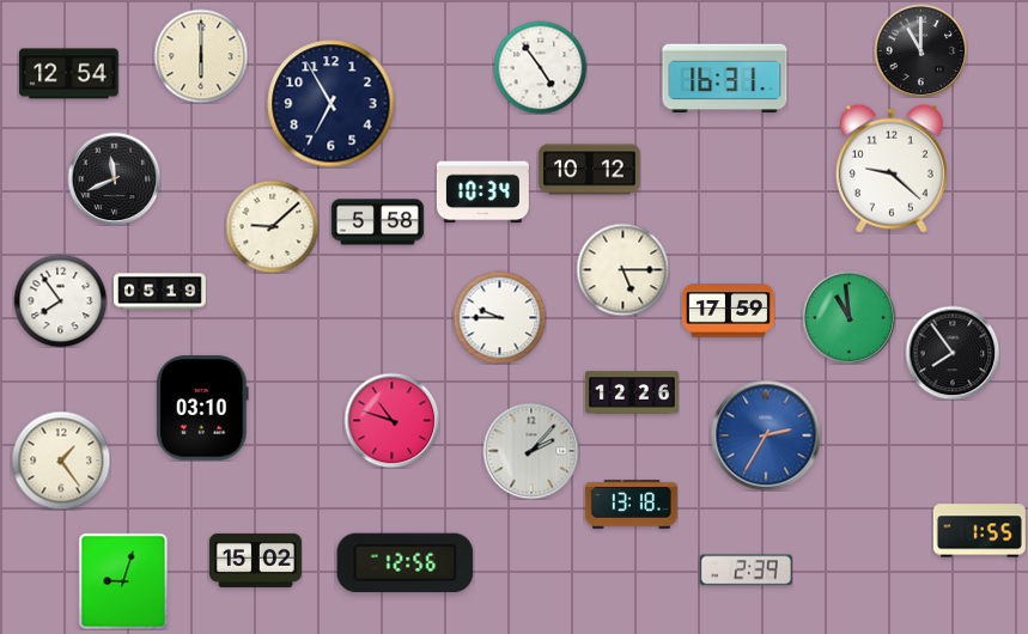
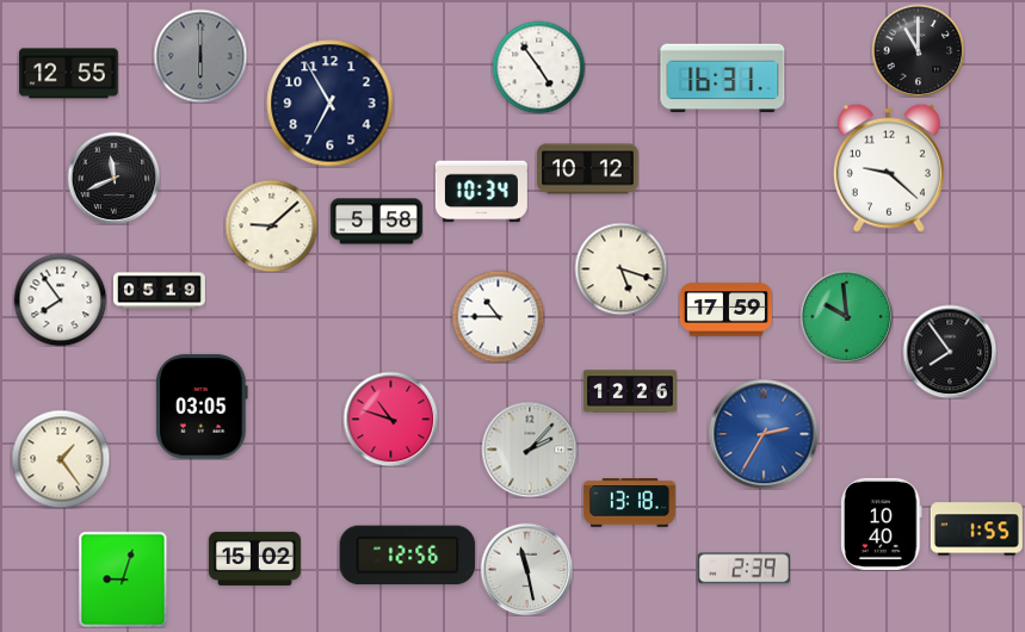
clock at (201, 56) dial: cream -> grey
clock at (69, 74): 12:54 -> 12:55
clock at (622, 269): 5:15 -> 5:18
clock at (499, 317): 9:45 -> 10:45
clock at (848, 317): 10:59 -> 9:59
clock at (203, 408): 03:10 -> 03:05
clock at (882, 523): none -> 10:40
clock at (406, 563) position: (406, 563) -> (408, 556)
clock at (526, 569): none -> 11:28
